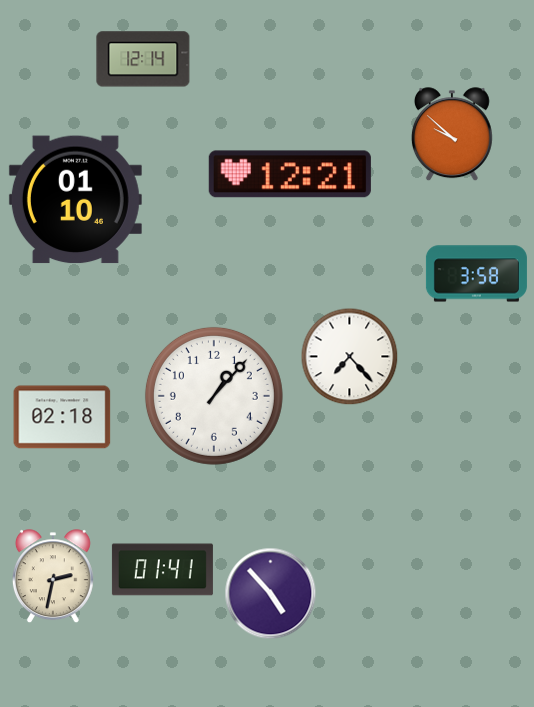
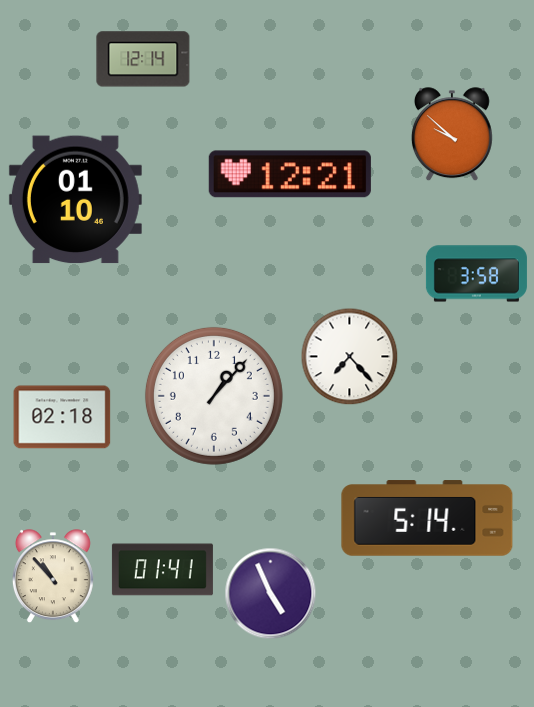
clock at (427, 518): none -> 5:14
clock at (53, 577): 2:32 -> 10:53
clock at (271, 594): 4:53 -> 4:56
